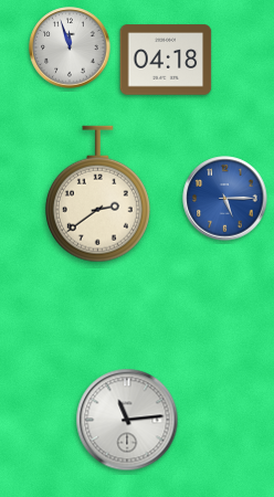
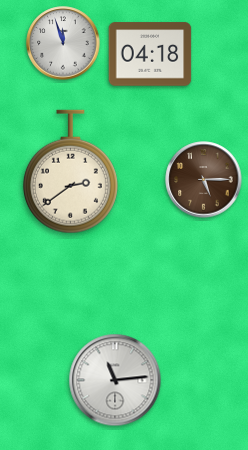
clock at (97, 194) position: (97, 194) -> (70, 172)
clock at (225, 199) dial: blue -> brown
